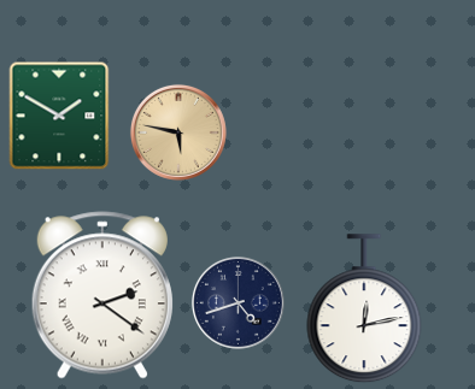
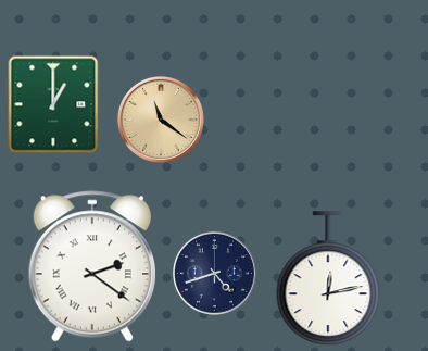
clock at (59, 116): 1:50 -> 1:00
clock at (178, 132): 5:47 -> 11:21
